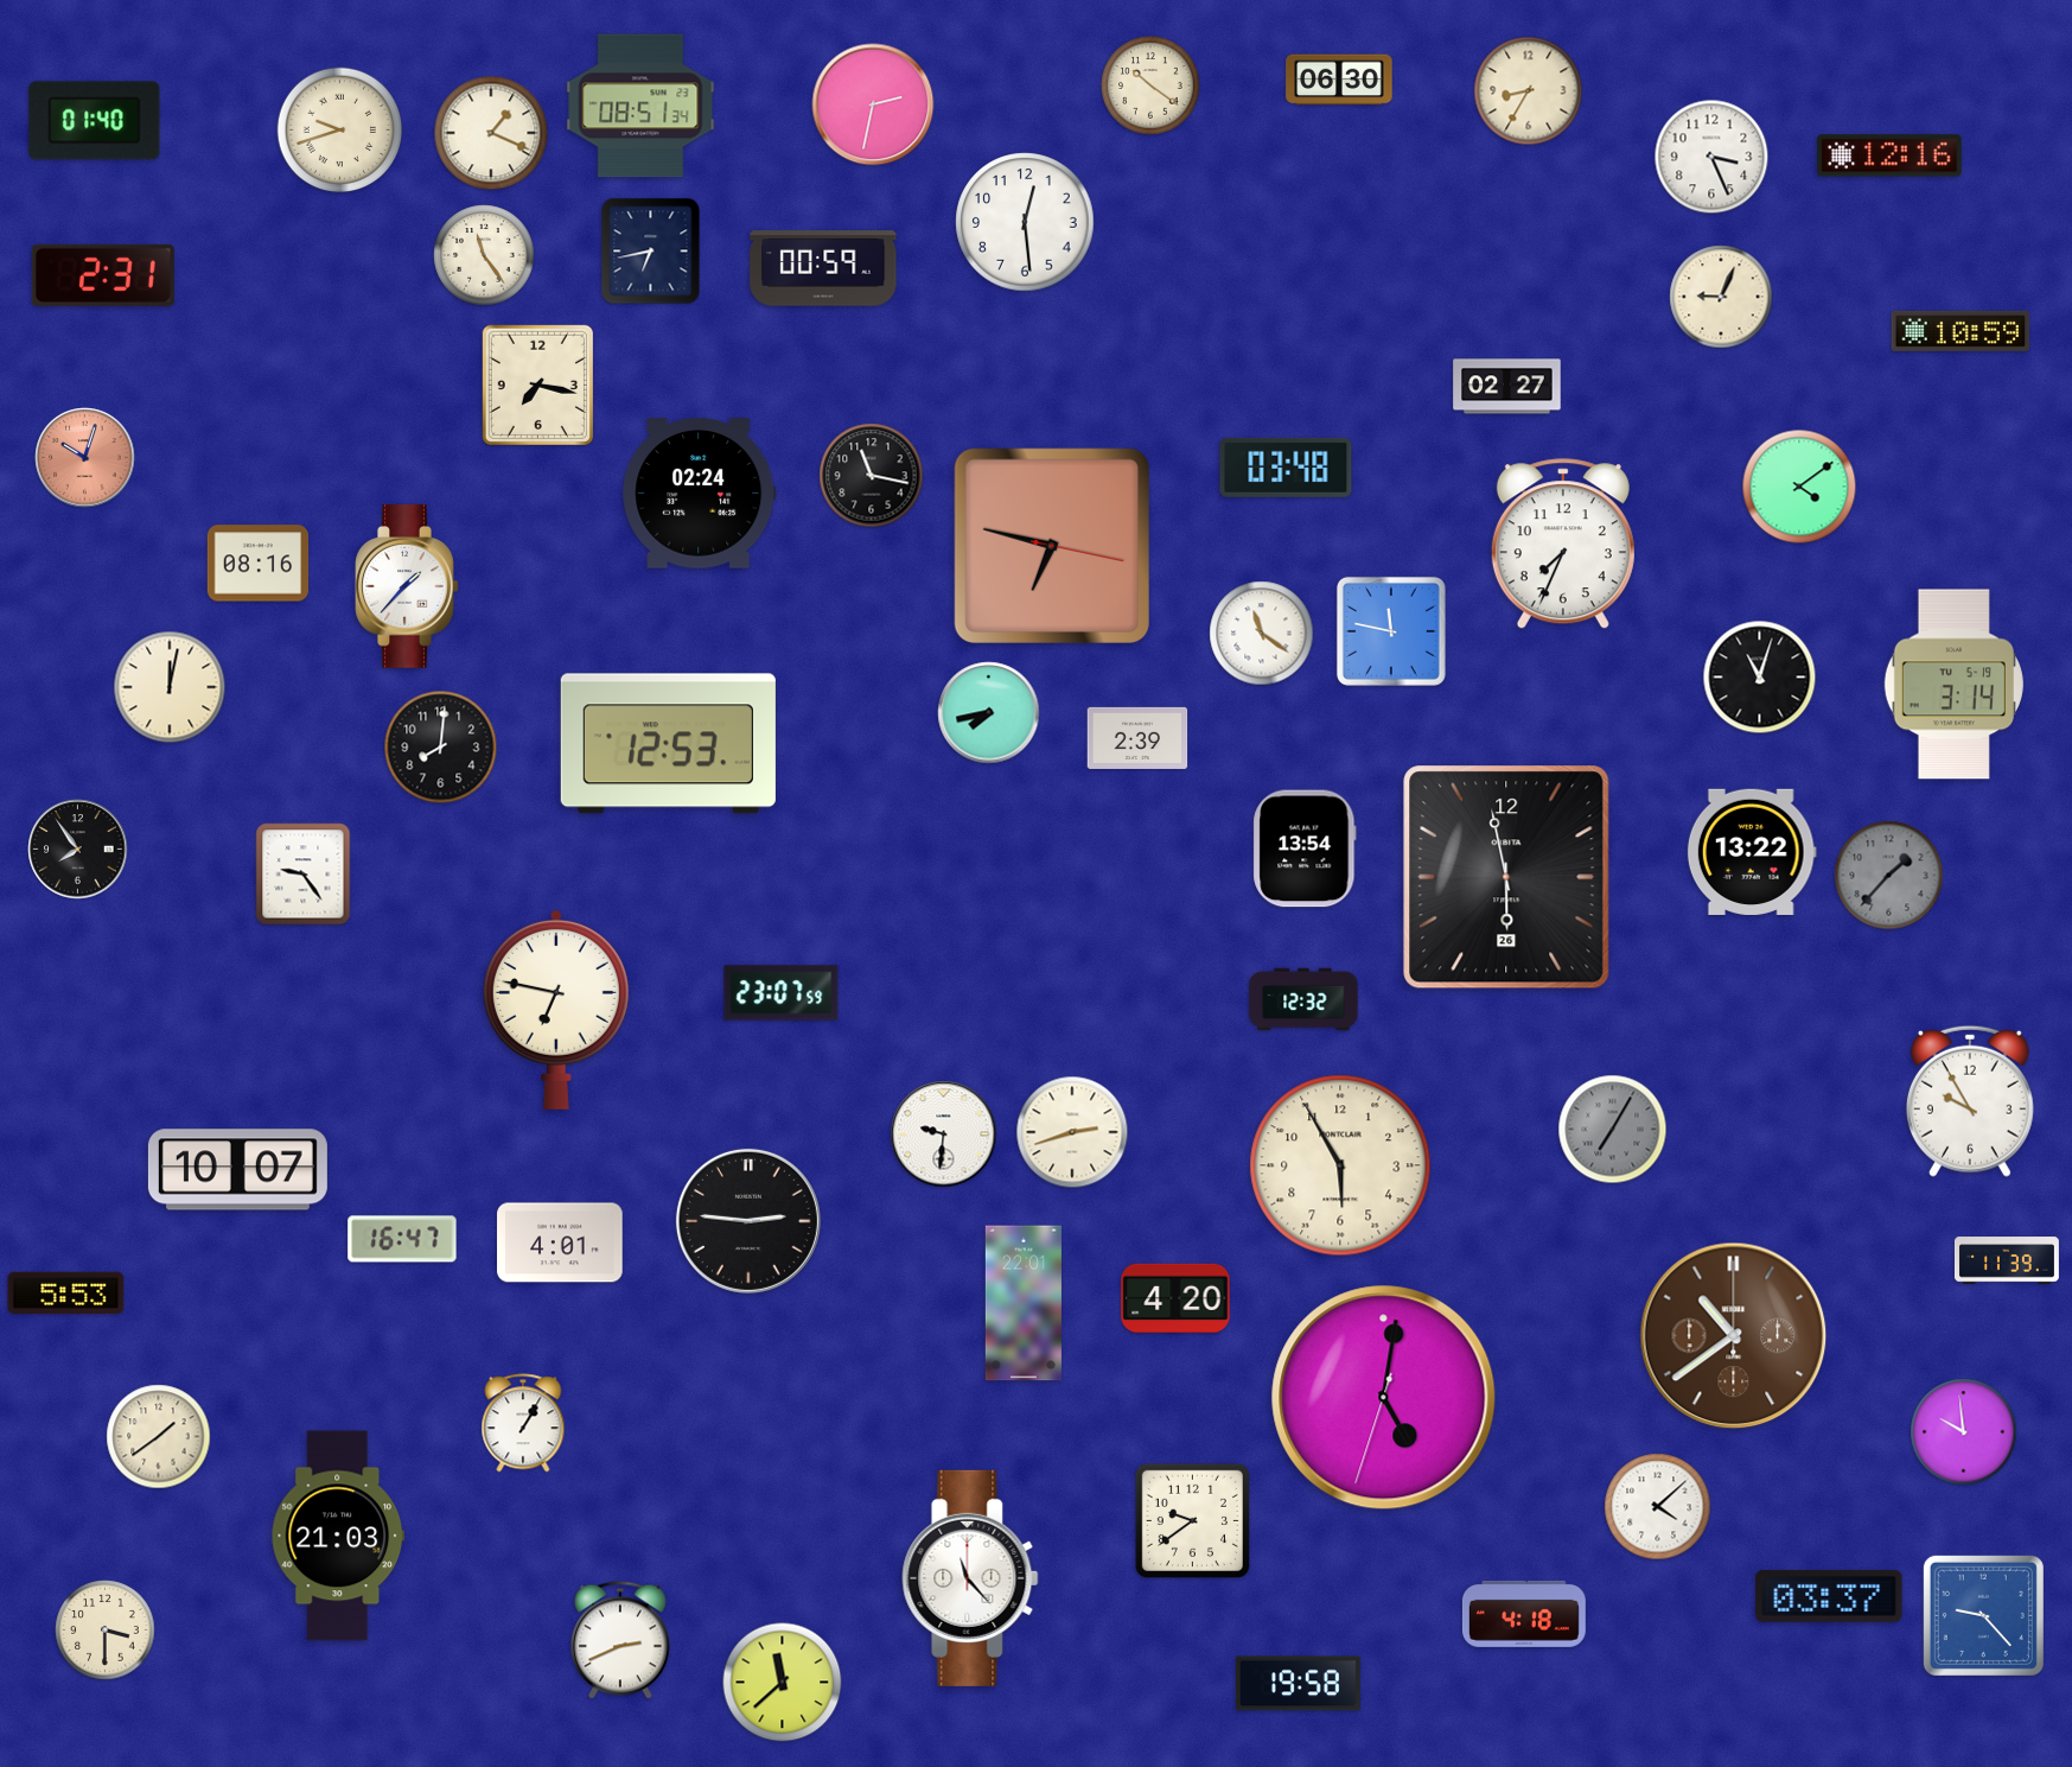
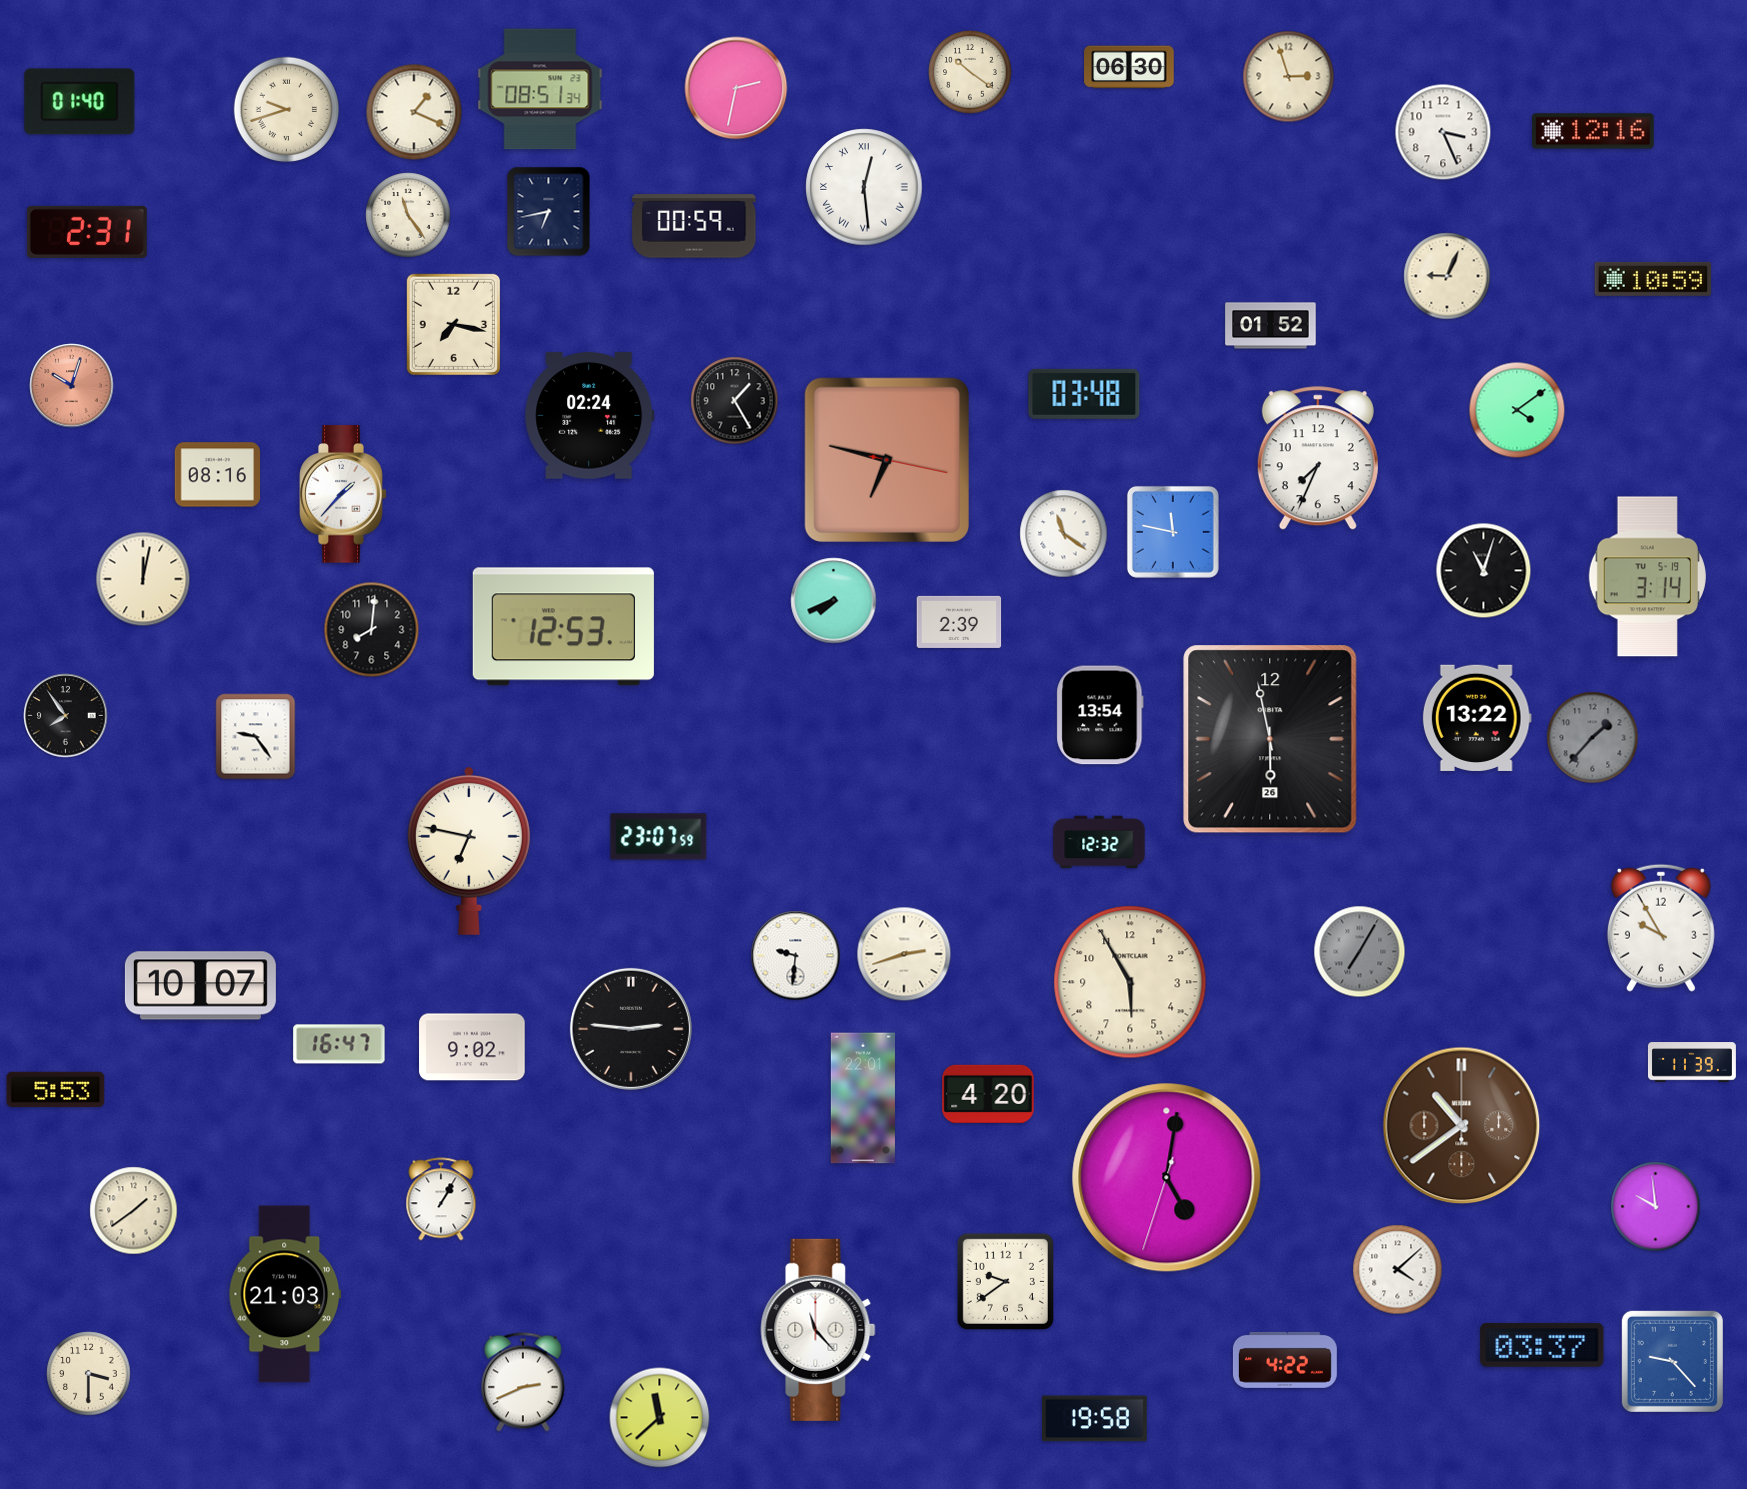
clock at (1529, 91): 8:35 -> 2:57
clock at (1025, 222) numerals: Arabic -> Roman
clock at (1721, 297) position: (1721, 297) -> (1447, 276)
clock at (1507, 387): 02:27 -> 01:52
clock at (872, 476): 11:17 -> 1:25
clock at (989, 713): 7:43 -> 7:41
clock at (560, 1242): 4:01 -> 9:02
clock at (1175, 1297) position: (1175, 1297) -> (988, 1093)
clock at (1524, 1614): 4:18 -> 4:22
